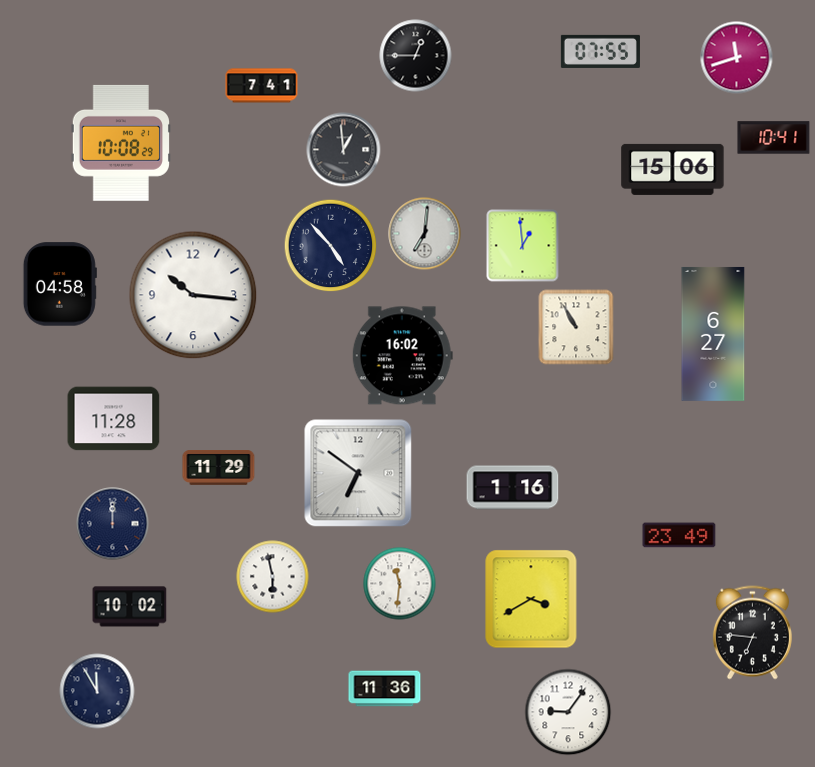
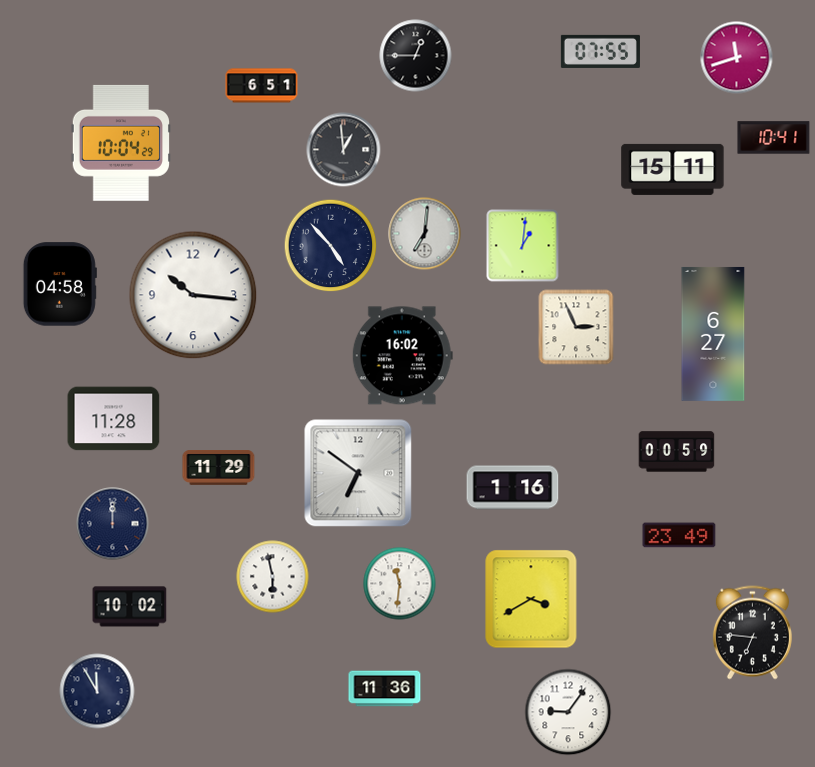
clock at (262, 86): 7:41 -> 6:51
clock at (121, 143): 10:08 -> 10:04
clock at (673, 169): 15:06 -> 15:11
clock at (523, 246): 12:59 -> 1:01
clock at (576, 327): 10:55 -> 2:56
clock at (677, 452): none -> 00:59
